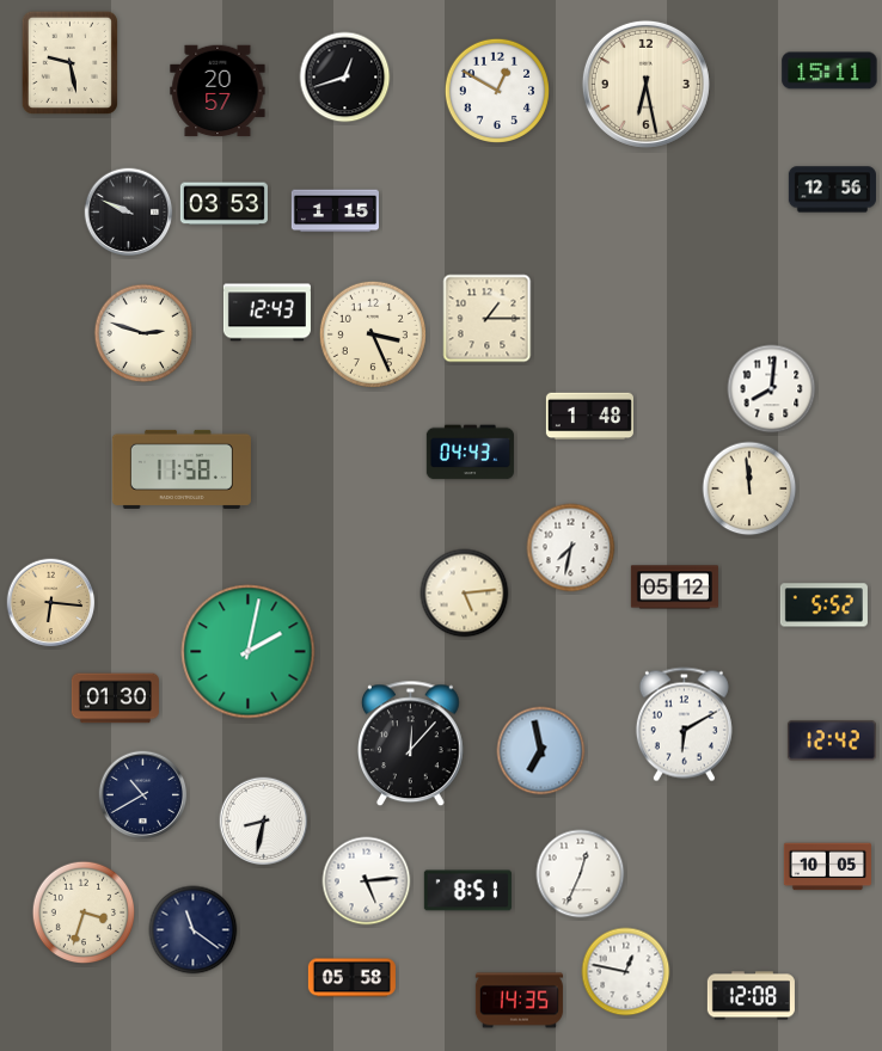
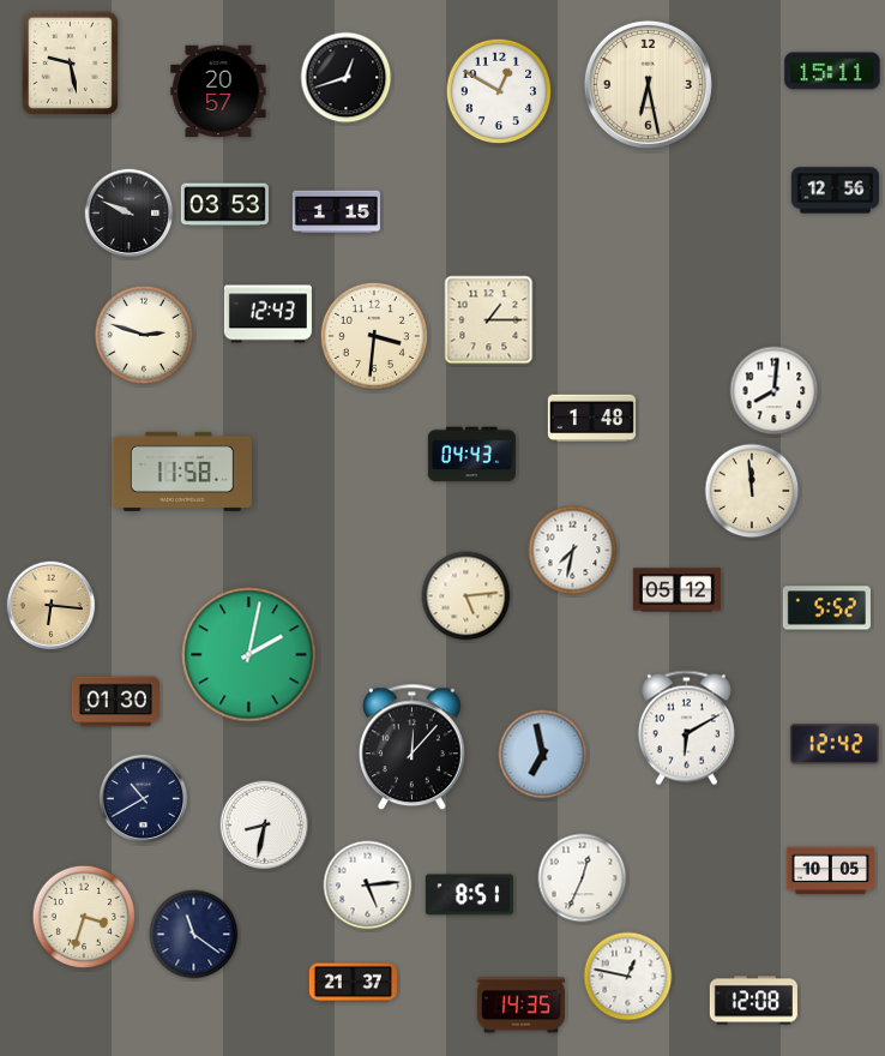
clock at (373, 334): 3:26 -> 3:31
clock at (351, 978): 05:58 -> 21:37
